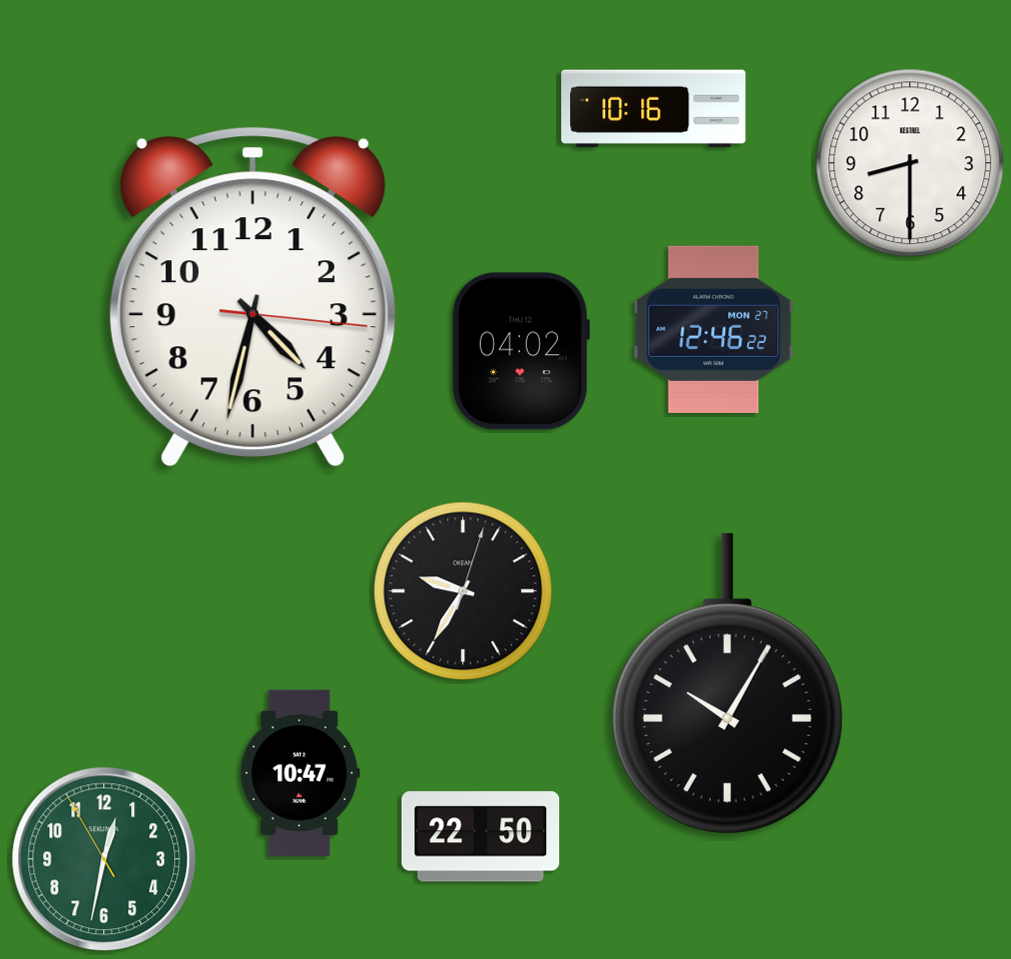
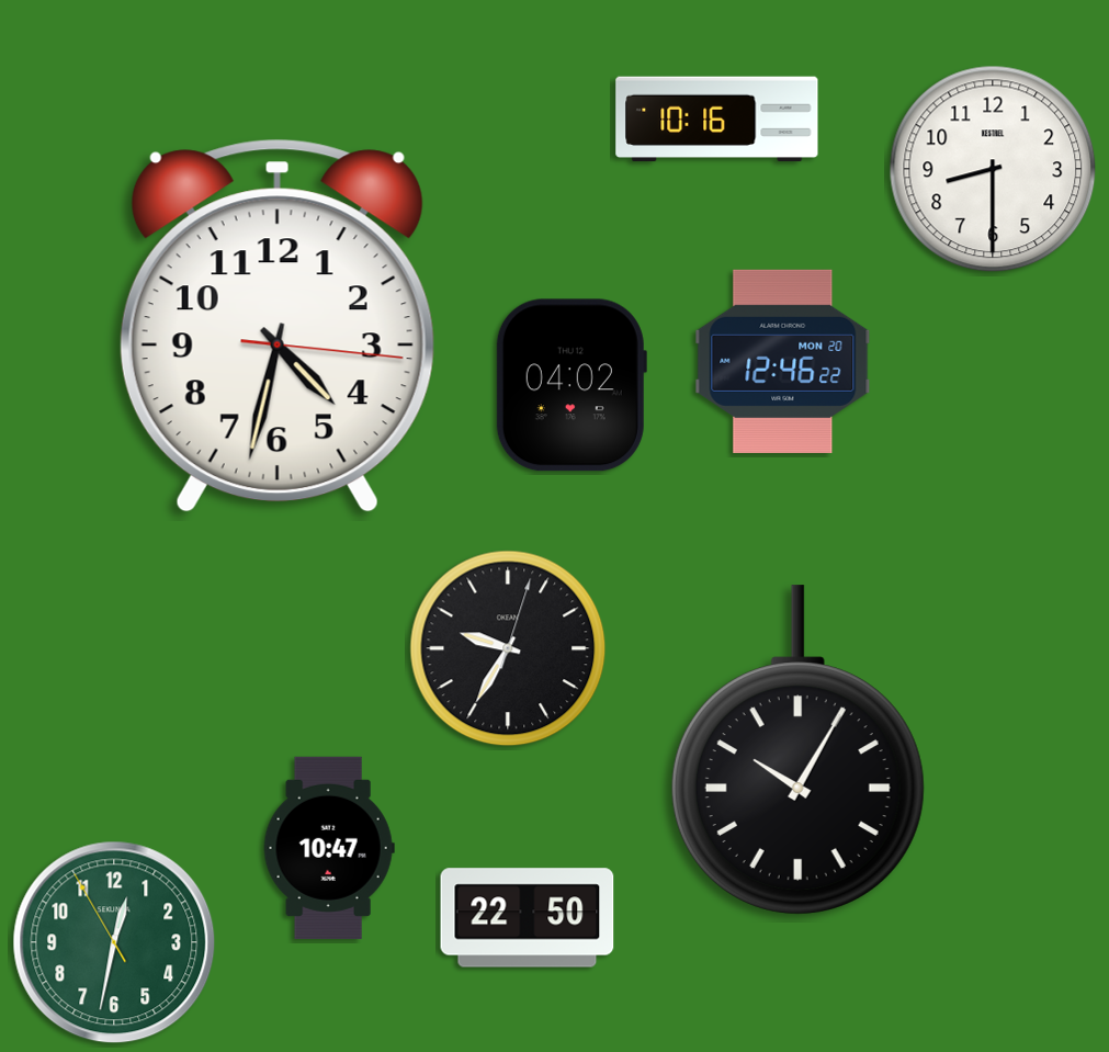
clock at (910, 163) position: (910, 163) -> (993, 169)
clock at (714, 329) date: MON 27 -> MON 20
